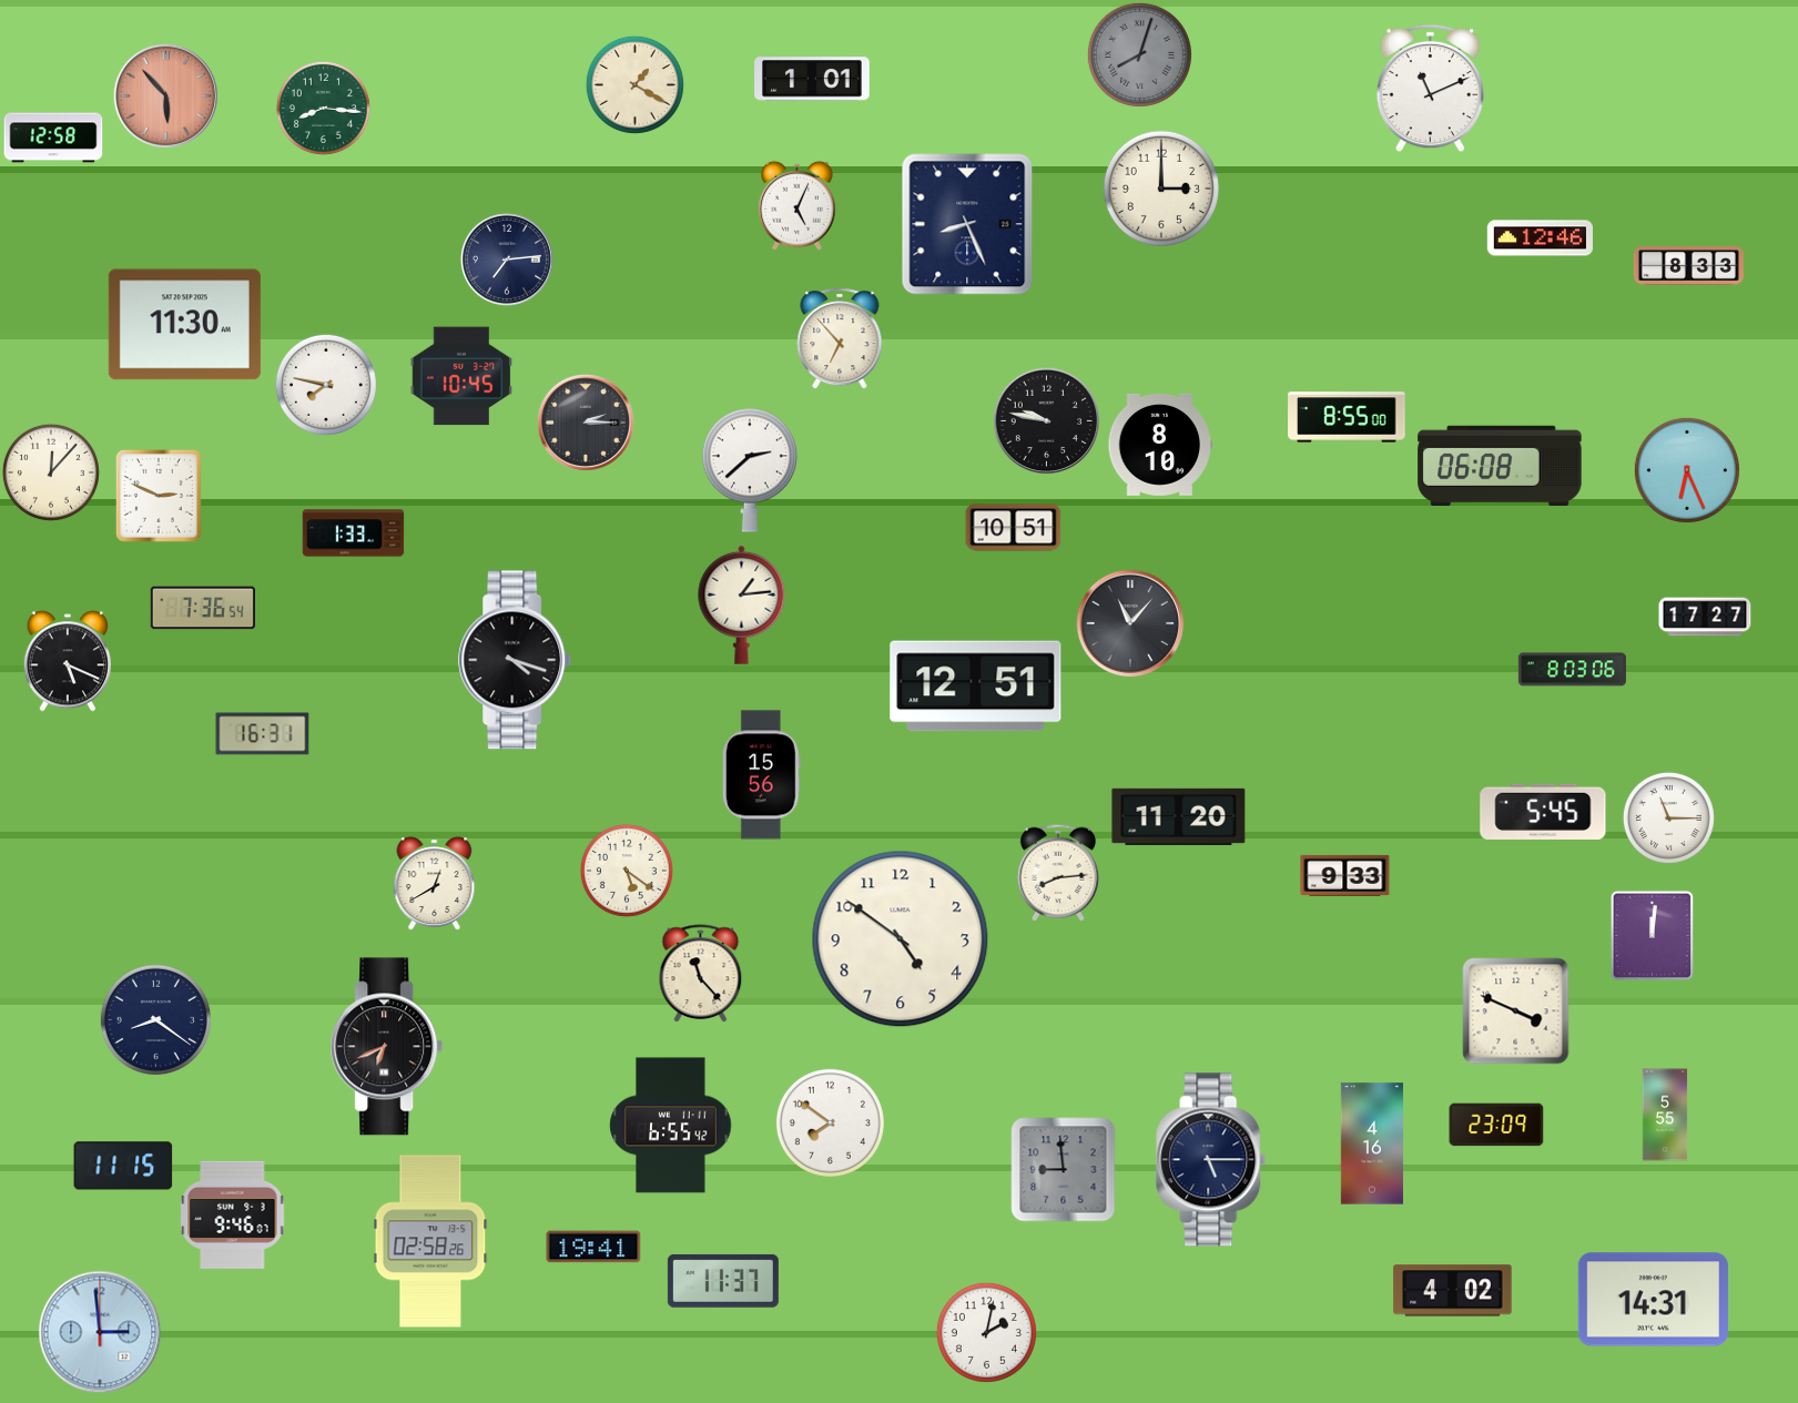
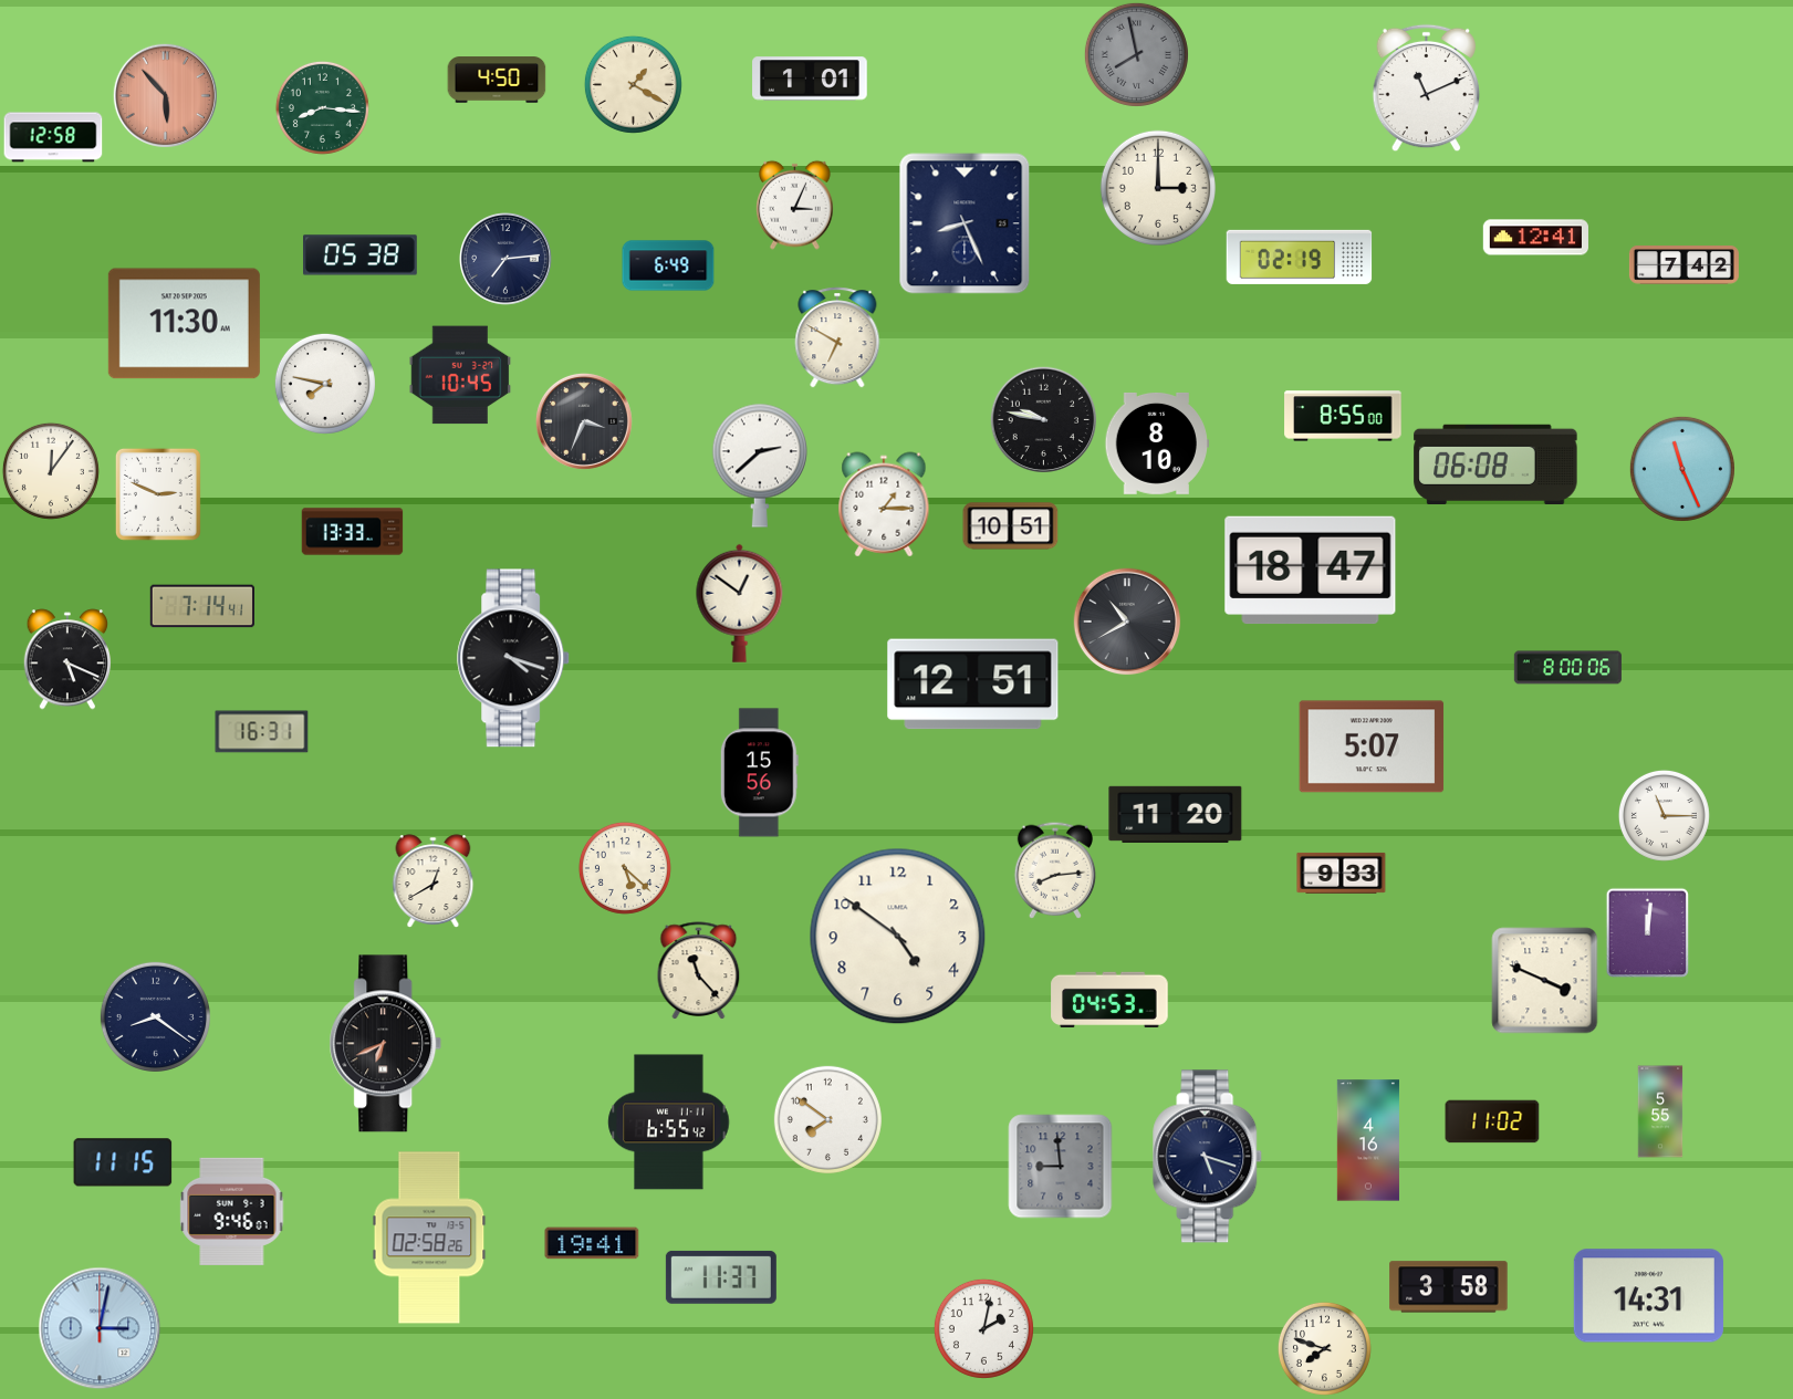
clock at (1139, 54): 8:03 -> 7:58
clock at (497, 80): none -> 4:50
clock at (798, 205): 5:04 -> 3:04
clock at (1540, 238): 12:46 -> 12:41
clock at (361, 255): none -> 05:38
clock at (1300, 257): none -> 02:19
clock at (668, 265): none -> 6:49
clock at (1688, 266): 8:33 -> 7:42
clock at (840, 338): 6:53 -> 6:50
clock at (586, 423): 2:15 -> 3:34
clock at (749, 470) position: (749, 470) -> (759, 466)
clock at (1687, 470): 6:26 -> 11:26
clock at (51, 472): 12:07 -> 12:06
clock at (884, 504): none -> 1:15
clock at (354, 533): 1:33 -> 13:33
clock at (1311, 571): none -> 18:47
clock at (742, 604): 1:14 -> 12:51
clock at (202, 608): 7:36 -> 7:14
clock at (1705, 617): 17:27 -> none
clock at (1130, 623): 11:07 -> 10:40
clock at (1572, 670): 8:03 -> 8:00
clock at (1372, 747): none -> 5:07
clock at (1543, 812): 5:45 -> none
clock at (627, 871): 5:21 -> 5:22
clock at (1109, 999): none -> 04:53
clock at (1516, 1011) position: (1516, 1011) -> (1545, 981)
clock at (1496, 1125): 23:09 -> 11:02
clock at (1211, 1160): 5:15 -> 5:18
clock at (1453, 1291): 4:02 -> 3:58
clock at (100, 1332): 2:59 -> 3:02
clock at (1324, 1348): none -> 7:48
